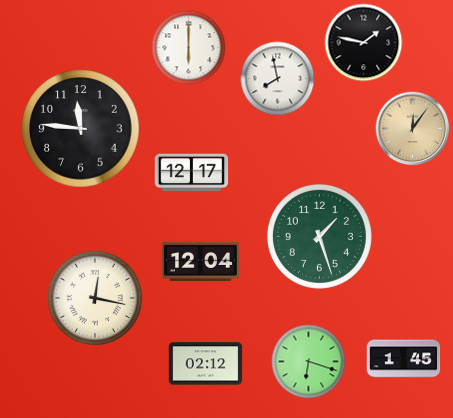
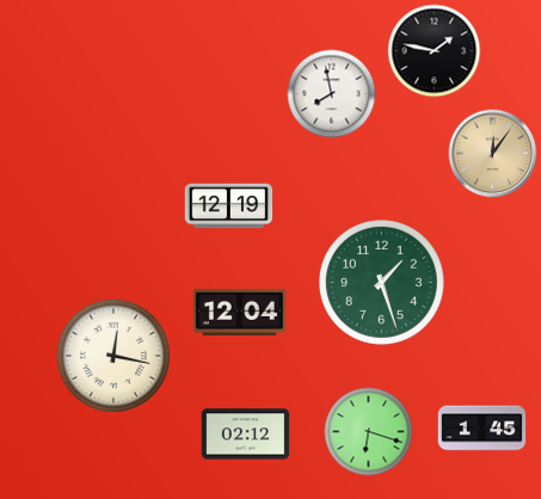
clock at (189, 48): 6:00 -> none
clock at (81, 129): 11:46 -> none
clock at (192, 173): 12:17 -> 12:19
